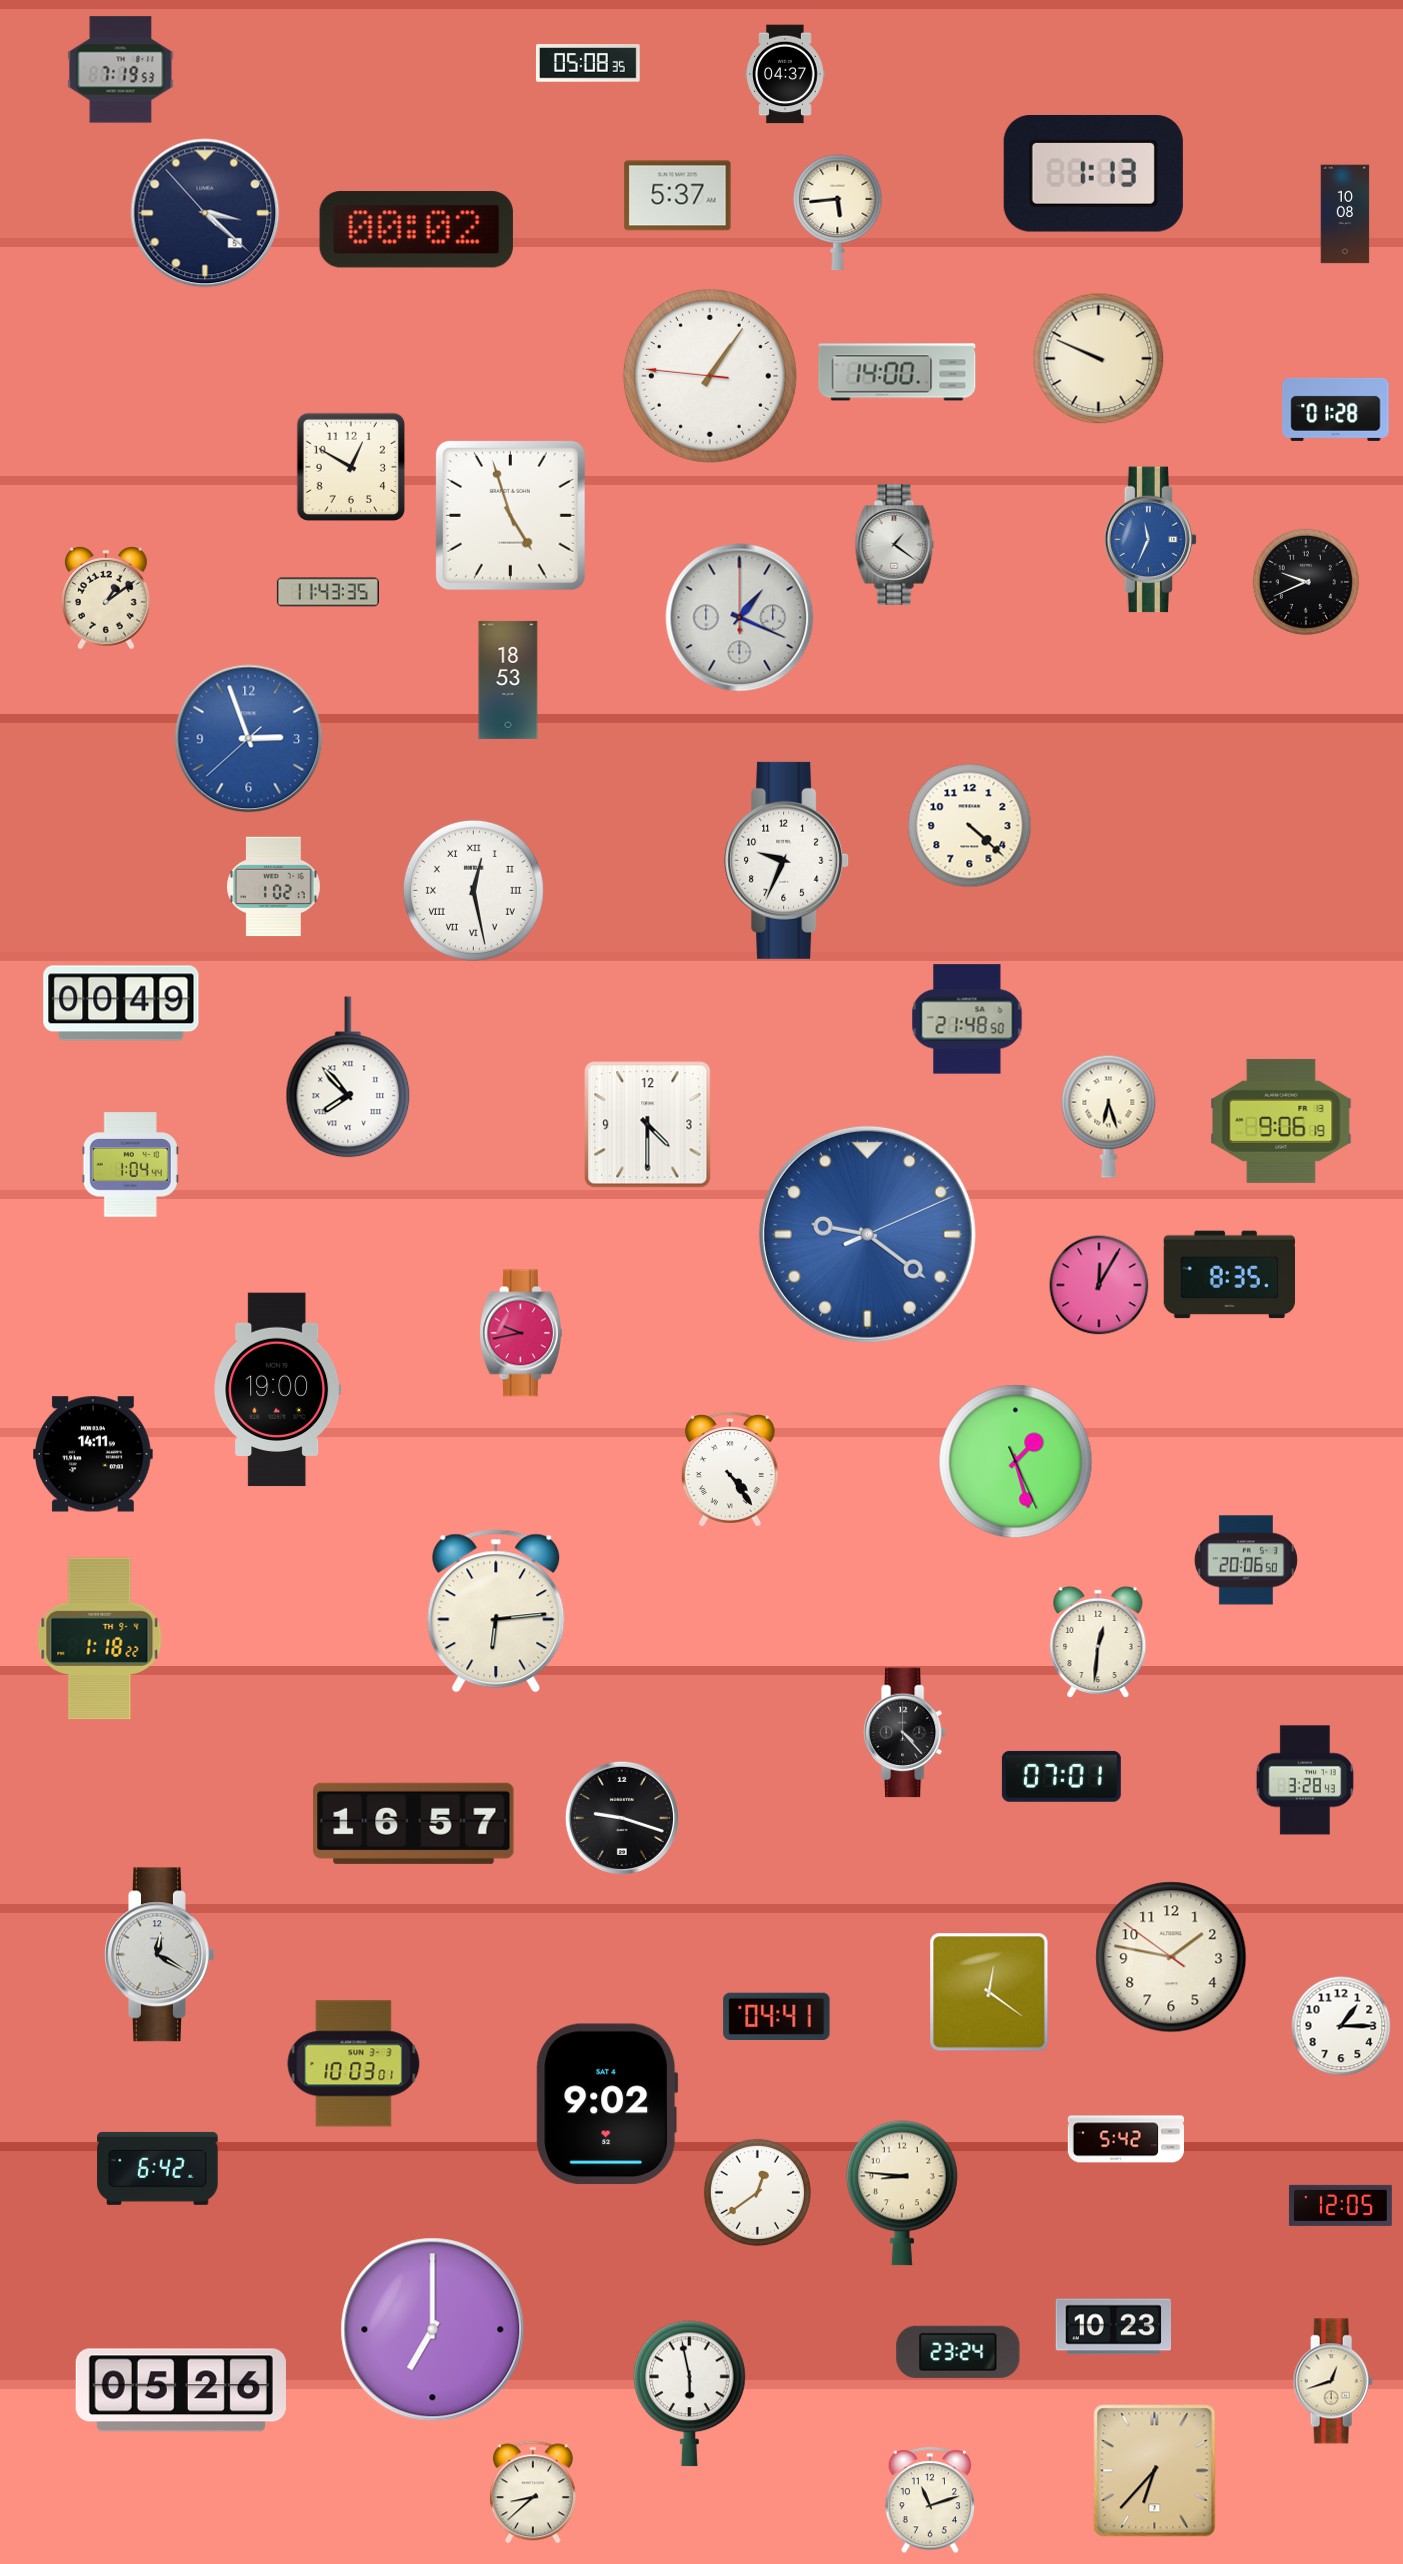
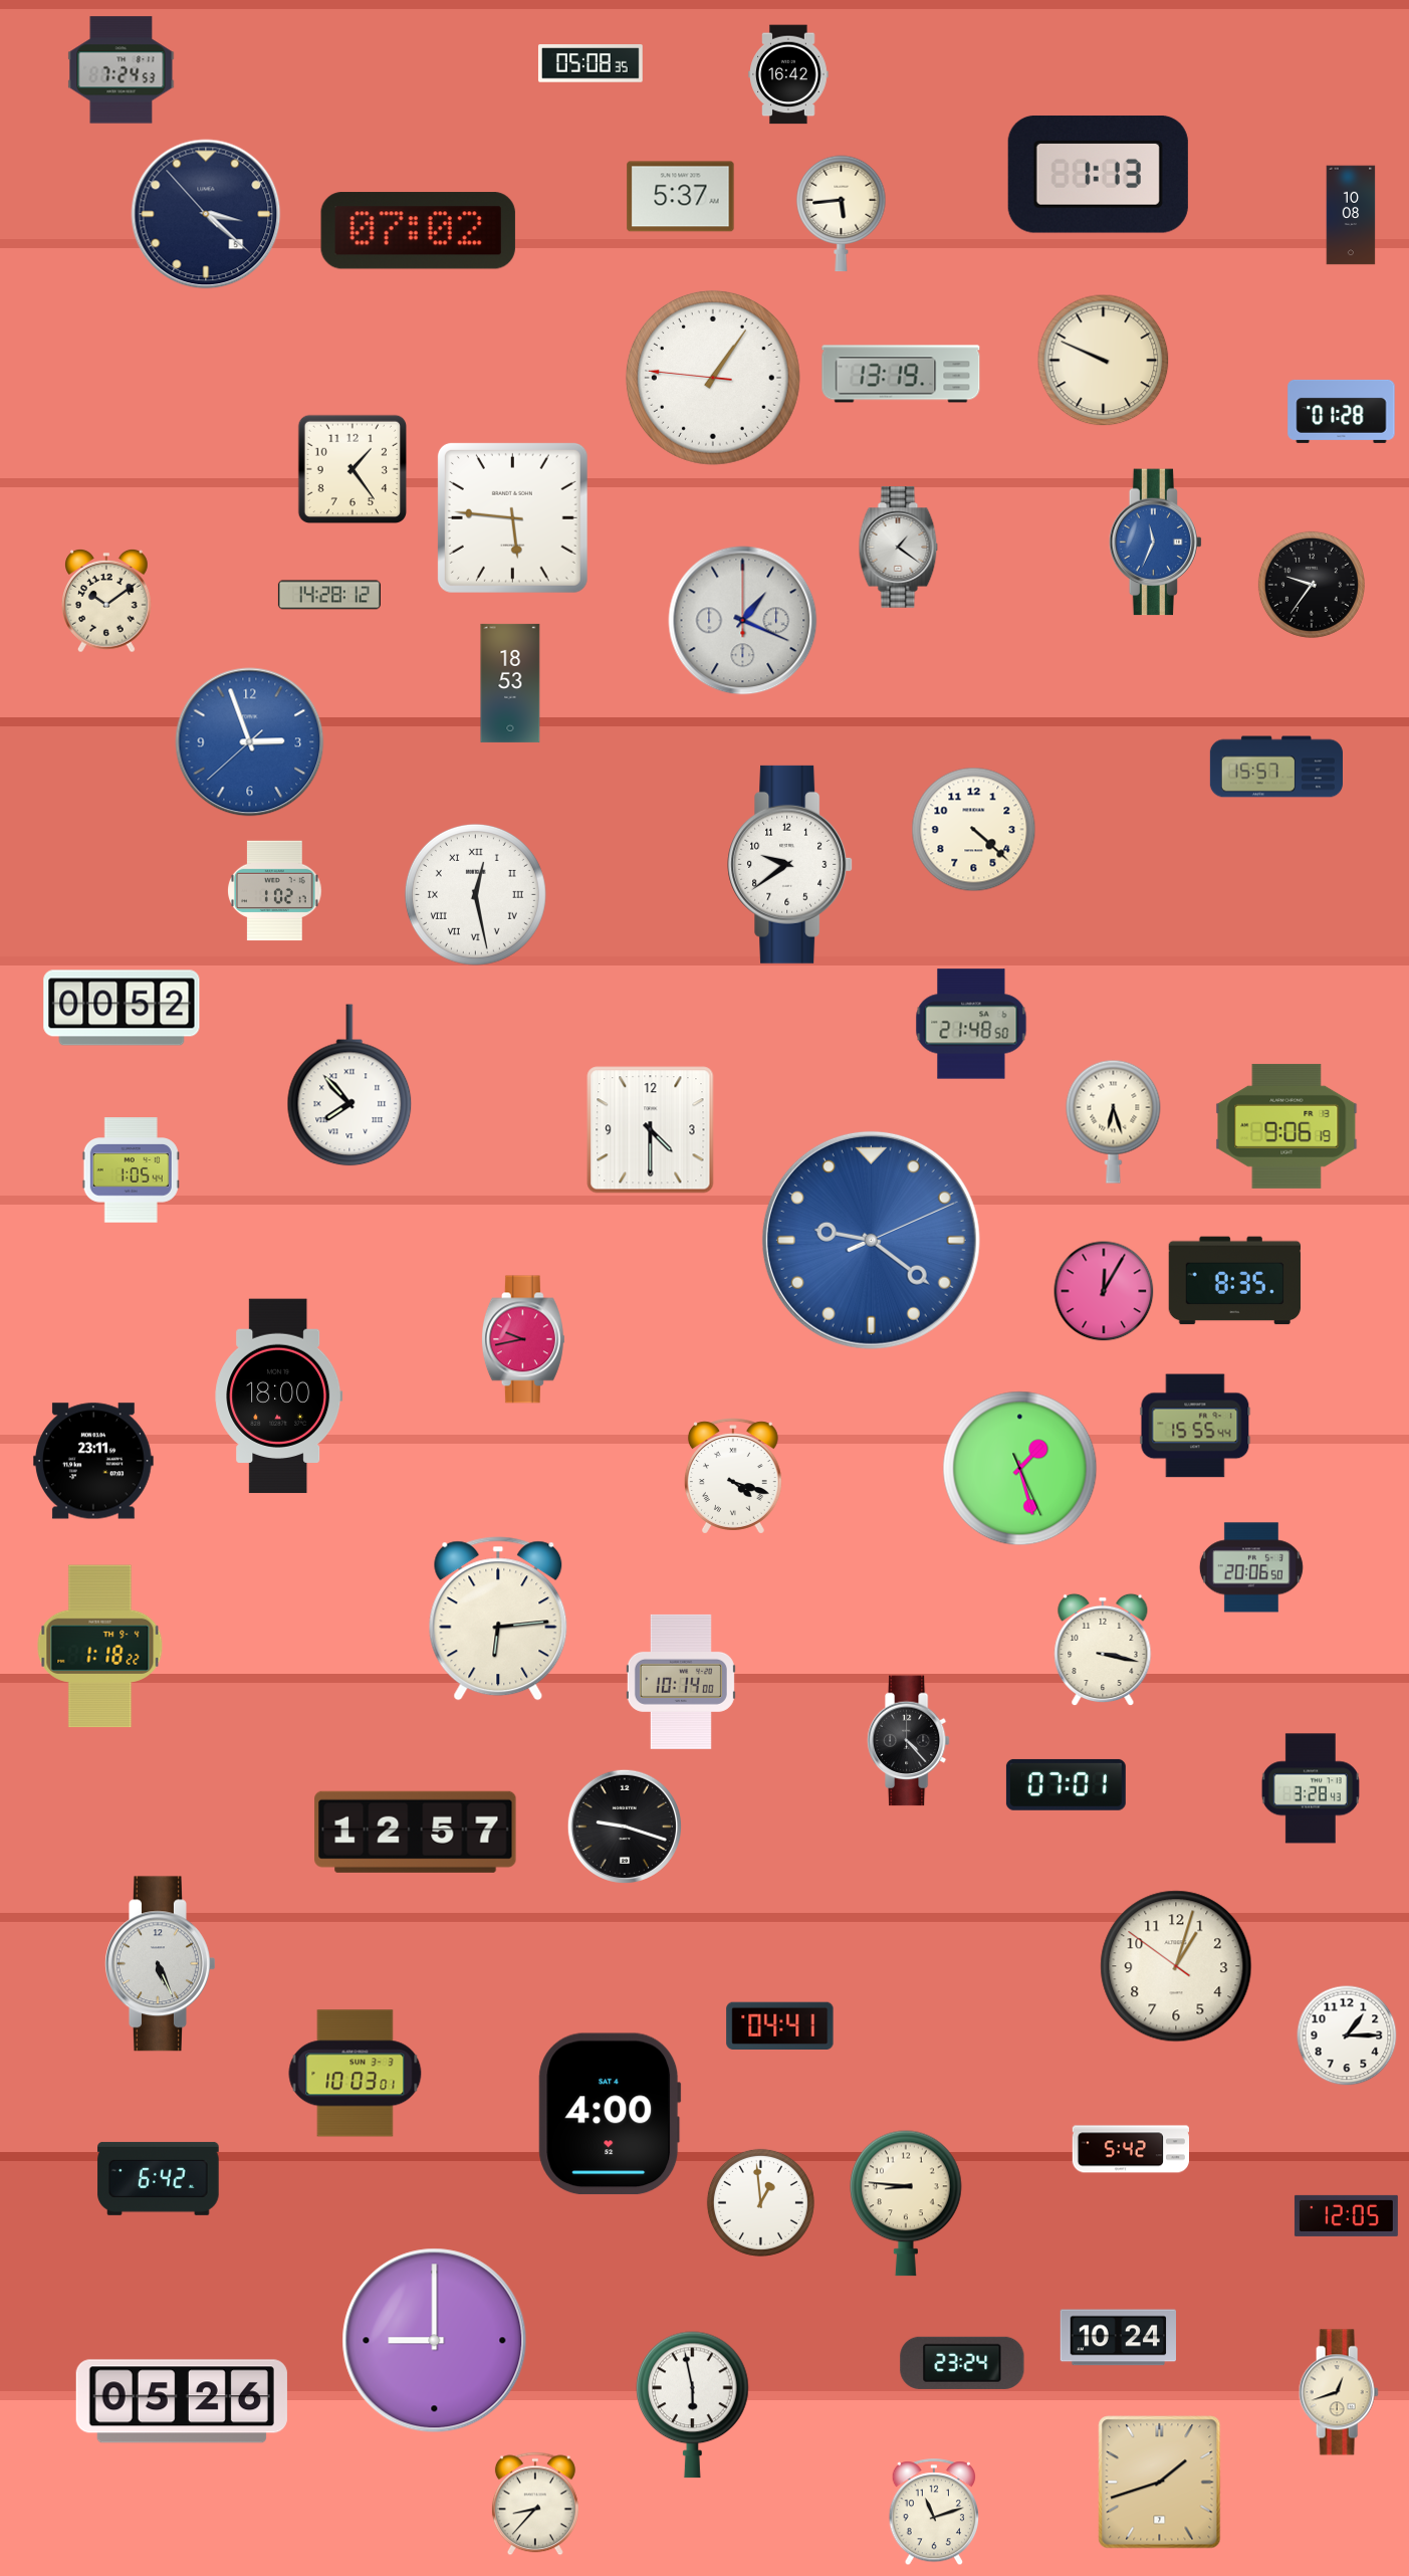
clock at (121, 70): 7:19 -> 7:24
clock at (785, 74): 04:37 -> 16:42
clock at (416, 230): 00:02 -> 07:02
clock at (897, 372): 14:00 -> 13:19
clock at (350, 466): 12:50 -> 1:24
clock at (510, 515): 4:57 -> 5:46
clock at (1306, 582): 9:41 -> 9:36
clock at (328, 592): 11:43 -> 14:28
clock at (107, 598): 1:09 -> 10:09
clock at (1275, 767): none -> 15:57
clock at (787, 860): 9:34 -> 9:39
clock at (121, 1003): 00:49 -> 00:52
clock at (348, 1077) position: (348, 1077) -> (349, 1085)
clock at (130, 1165): 1:04 -> 1:05
clock at (278, 1390): 19:00 -> 18:00
clock at (1195, 1426): none -> 15:55
clock at (94, 1454): 14:11 -> 23:11
clock at (730, 1469): 4:24 -> 4:18
clock at (1098, 1642): 12:31 -> 3:17
clock at (681, 1682): none -> 10:14
clock at (414, 1823): 16:57 -> 12:57
clock at (160, 1955): 12:20 -> 5:26
clock at (1171, 1957): 1:46 -> 1:02
clock at (989, 1992): 12:21 -> none
clock at (607, 2104): 9:02 -> 4:00
clock at (757, 2192): 12:39 -> 12:59
clock at (1114, 2327): 10:23 -> 10:24
clock at (433, 2330): 7:00 -> 9:00
clock at (1155, 2471): 6:37 -> 1:42
clock at (533, 2492): 8:38 -> 8:37
